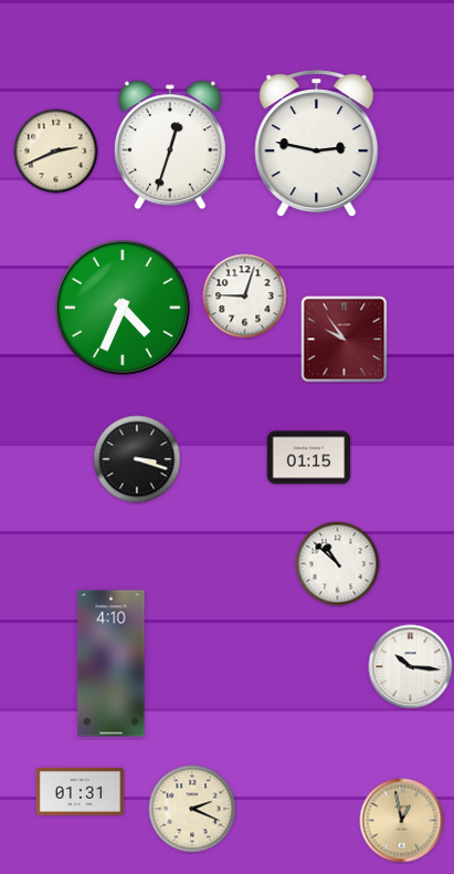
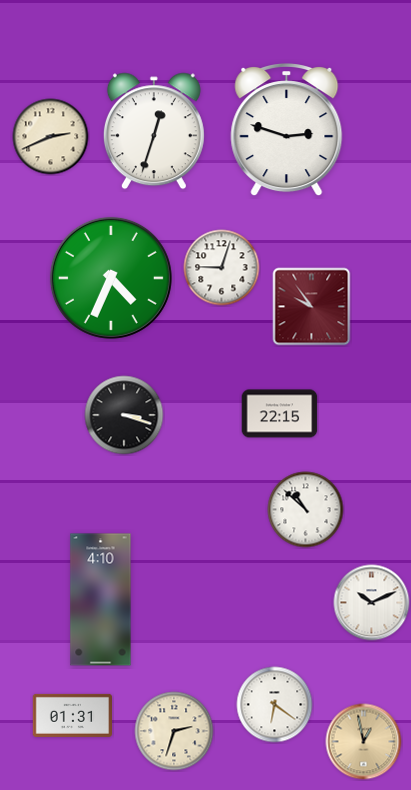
clock at (317, 145): 2:47 -> 2:48
clock at (309, 458): 01:15 -> 22:15
clock at (411, 667): 10:16 -> 10:11
clock at (275, 705): none -> 6:21
clock at (192, 809): 2:19 -> 2:33
